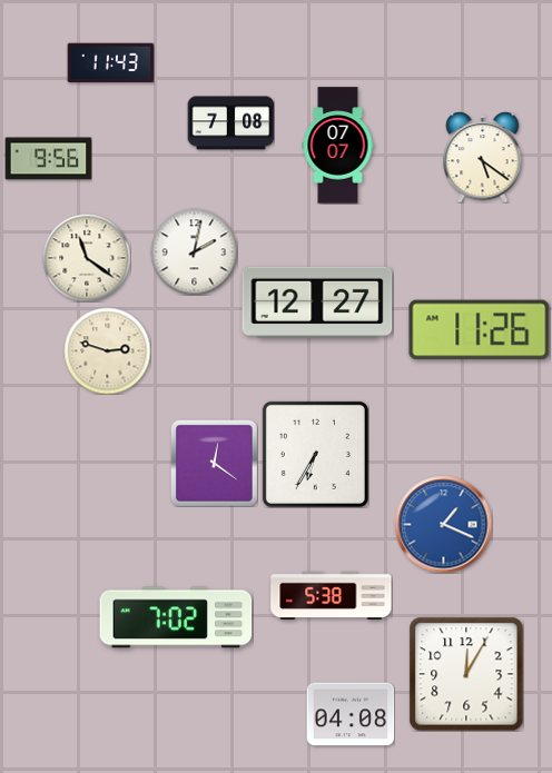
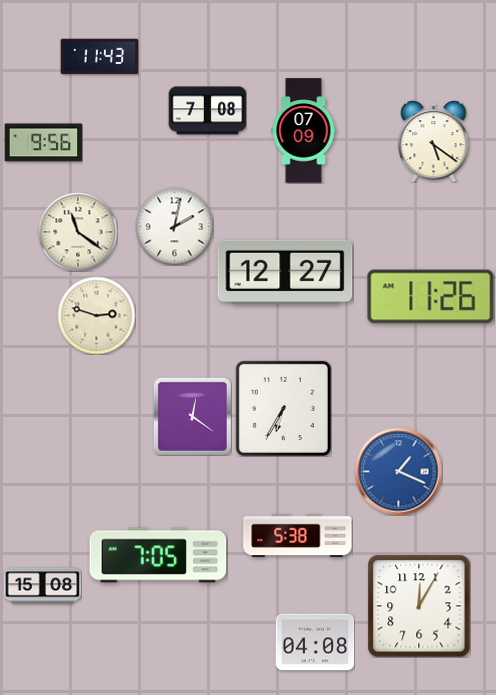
clock at (338, 146): 07:07 -> 07:09
clock at (176, 617): 7:02 -> 7:05
clock at (42, 586): none -> 15:08
